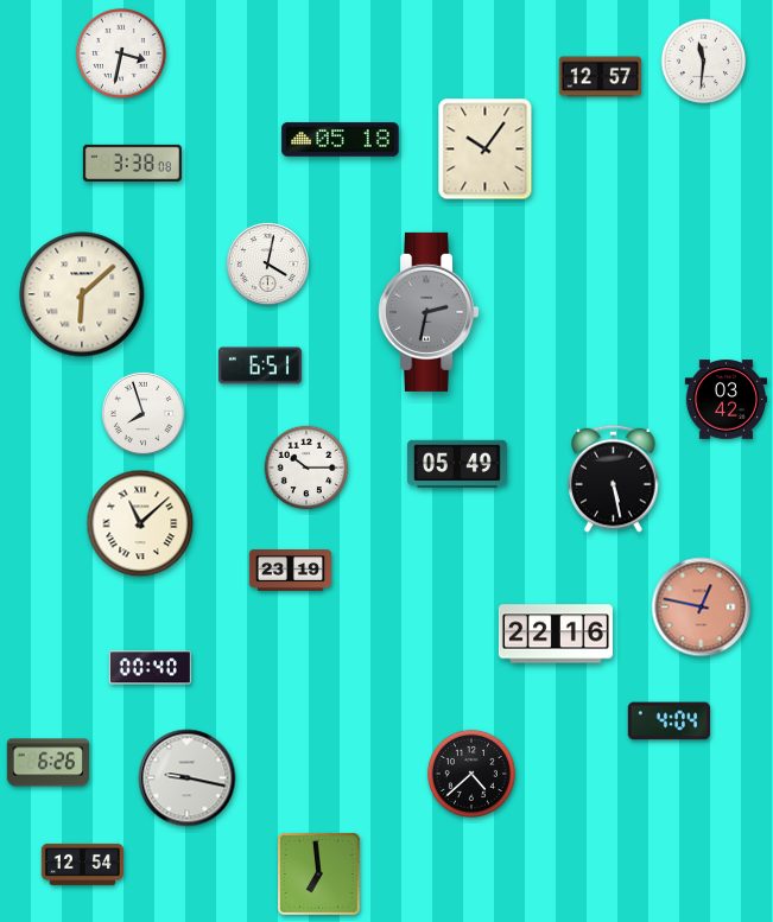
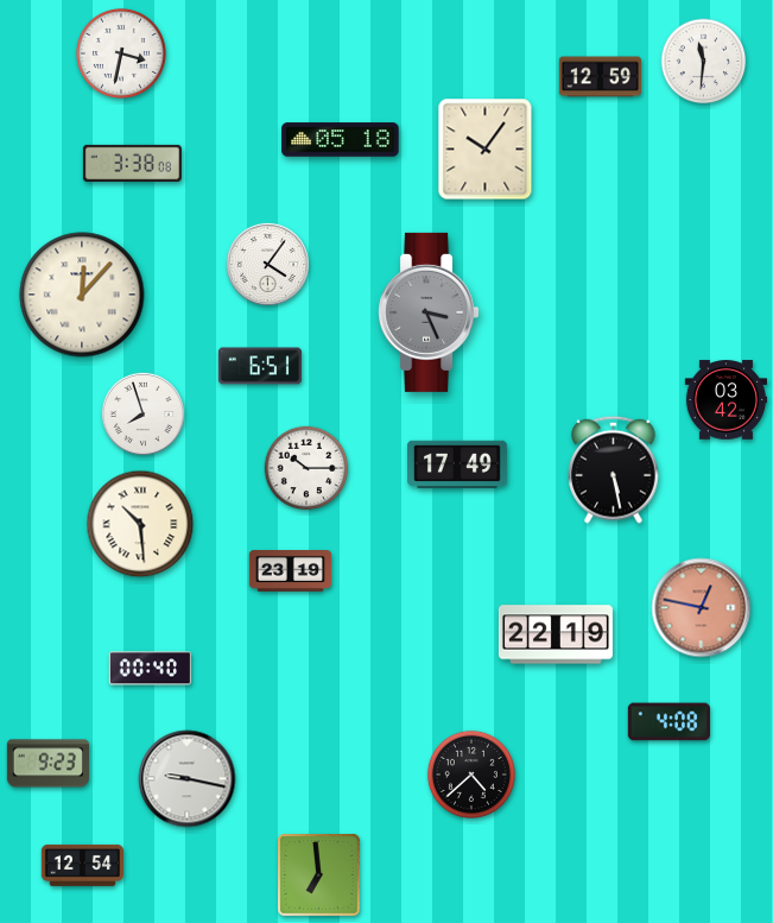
clock at (600, 77): 12:57 -> 12:59
clock at (267, 263): 4:02 -> 4:06
clock at (82, 294): 6:08 -> 12:07
clock at (429, 312): 2:32 -> 3:26
clock at (458, 464): 05:49 -> 17:49
clock at (614, 478) position: (614, 478) -> (614, 469)
clock at (140, 523): 11:08 -> 10:29
clock at (556, 634): 22:16 -> 22:19
clock at (669, 721): 4:04 -> 4:08
clock at (47, 763): 6:26 -> 9:23
